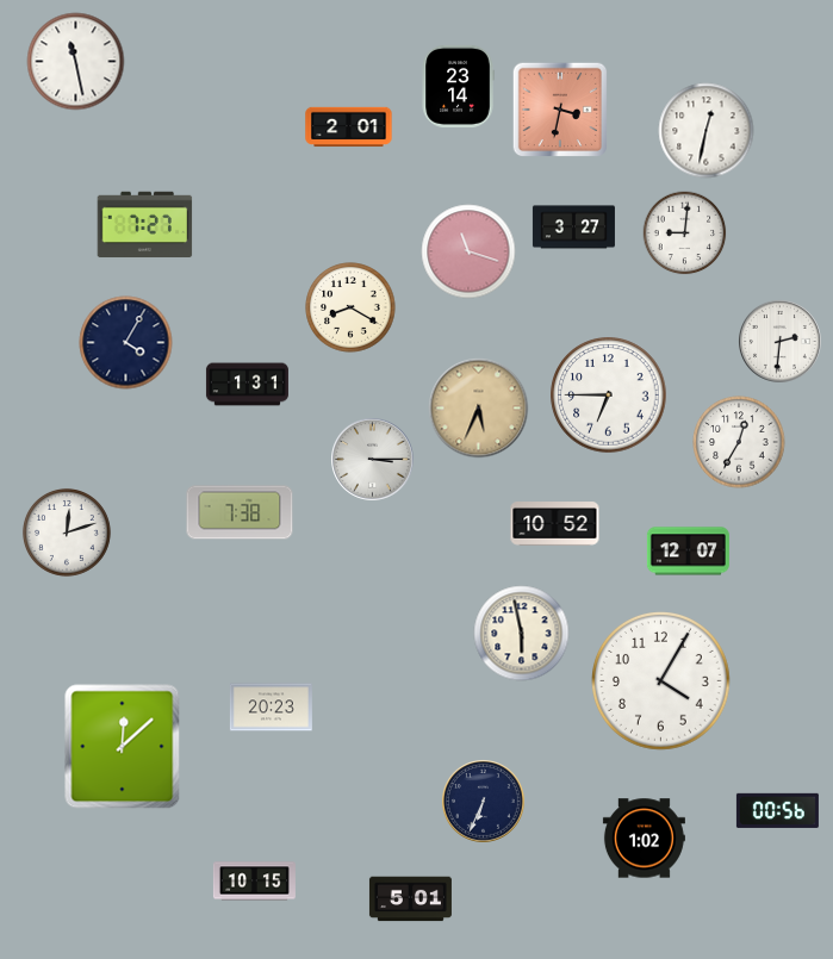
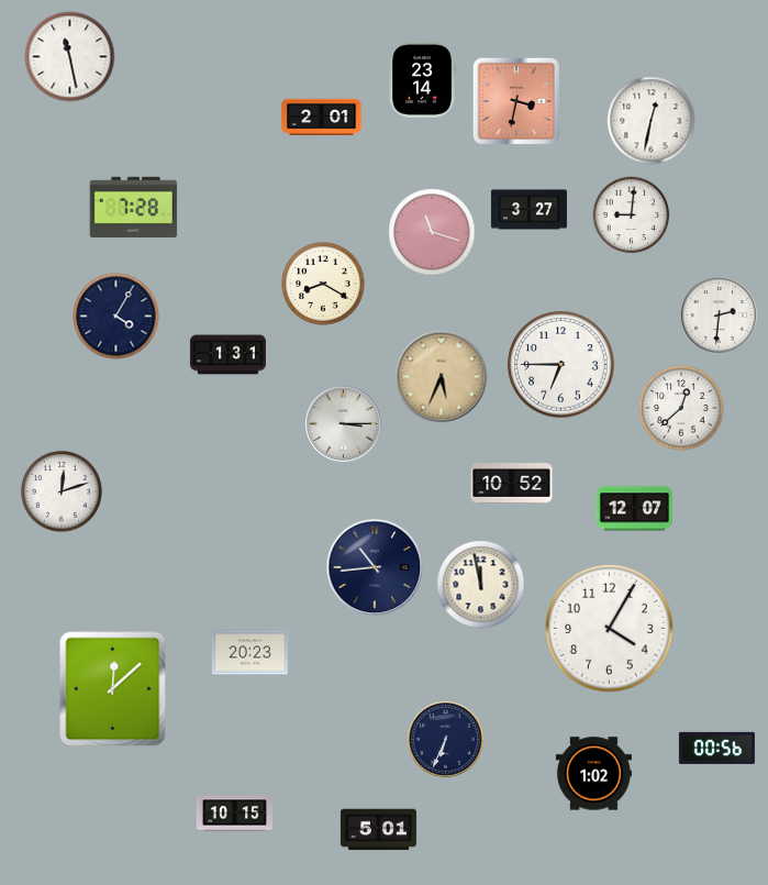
clock at (145, 225): 7:27 -> 7:28
clock at (739, 442): 12:35 -> 12:38
clock at (240, 512): 7:38 -> none
clock at (375, 567): none -> 10:44
clock at (522, 634): 5:58 -> 11:58
